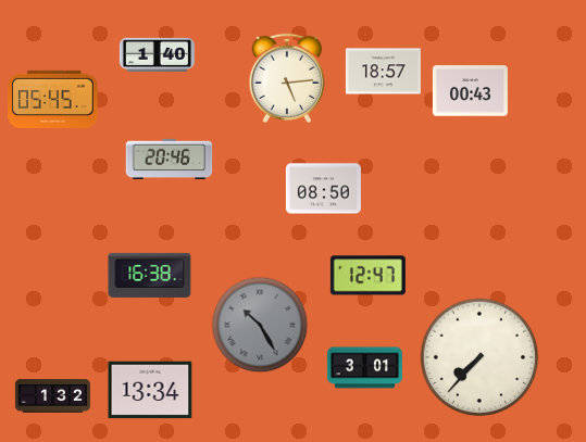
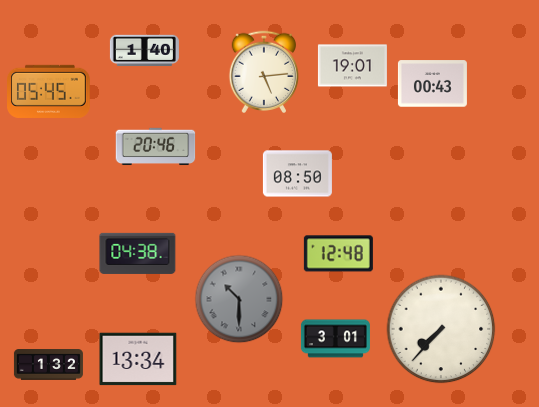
clock at (383, 72): 18:57 -> 19:01
clock at (150, 275): 16:38 -> 04:38
clock at (367, 276): 12:47 -> 12:48
clock at (260, 325): 10:25 -> 10:30
